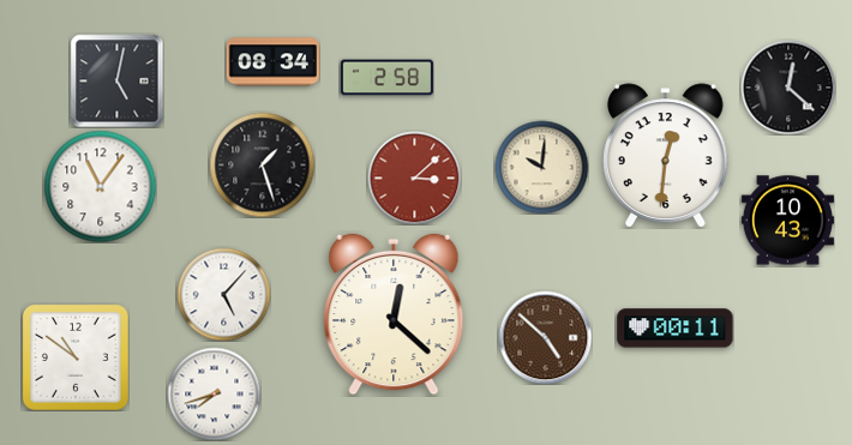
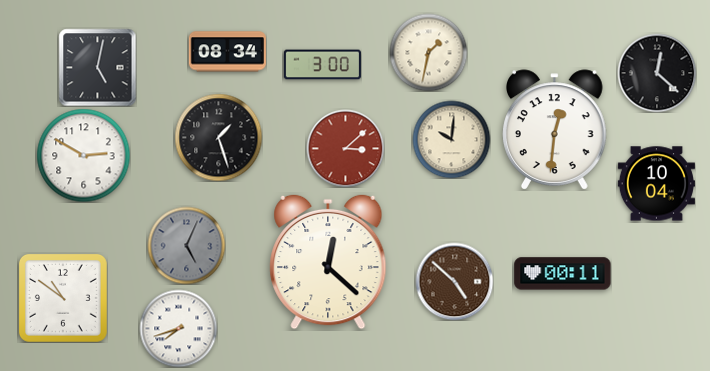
clock at (428, 52): none -> 1:32
clock at (386, 78): 2:58 -> 3:00
clock at (100, 186): 11:06 -> 2:50
clock at (787, 221): 10:43 -> 10:04
clock at (223, 294): 5:07 -> 5:04
clock at (223, 294) dial: white -> grey
